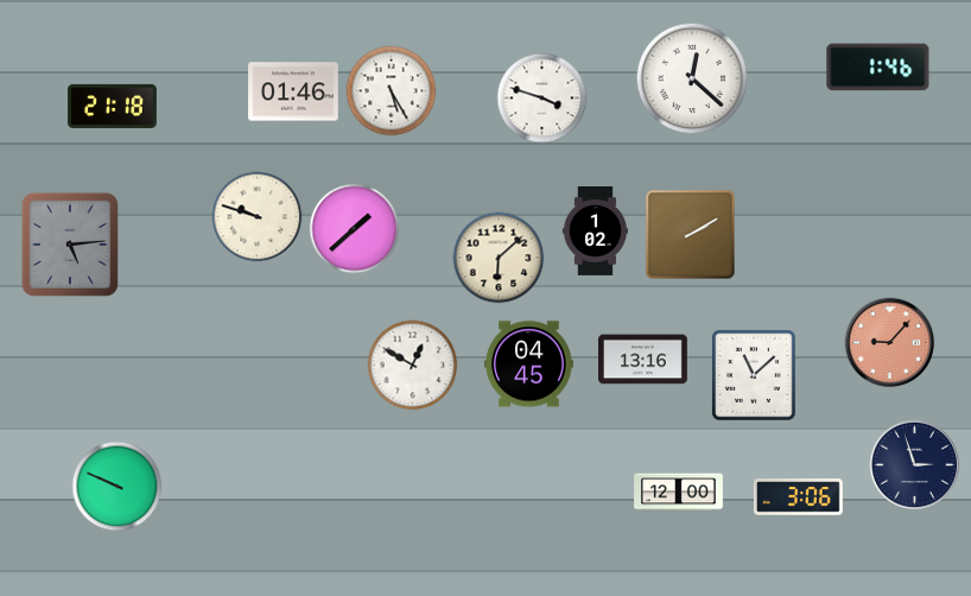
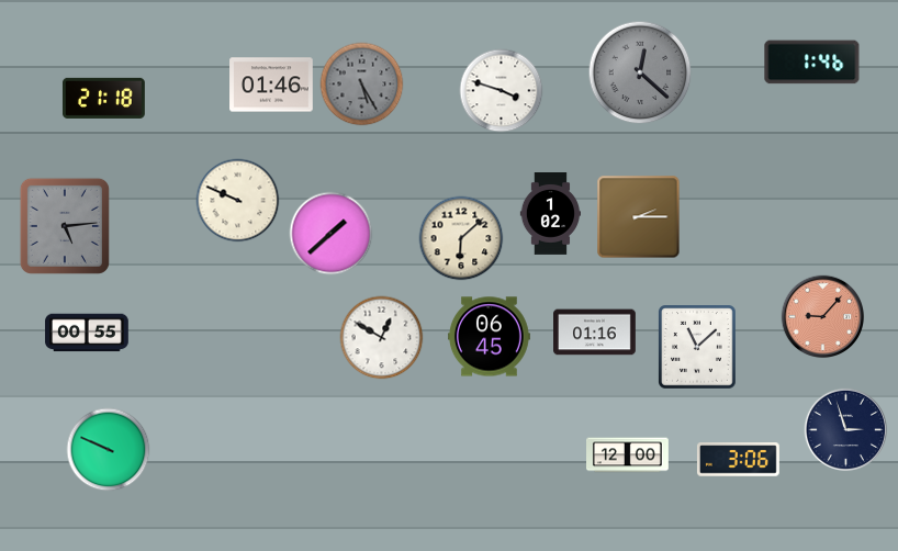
clock at (692, 78) dial: white -> grey
clock at (392, 91) dial: white -> grey
clock at (258, 217): 9:48 -> 9:49
clock at (355, 229) position: (355, 229) -> (332, 234)
clock at (691, 235): 2:10 -> 2:15
clock at (87, 333): none -> 00:55
clock at (643, 360): 13:16 -> 01:16
clock at (529, 364): 04:45 -> 06:45
